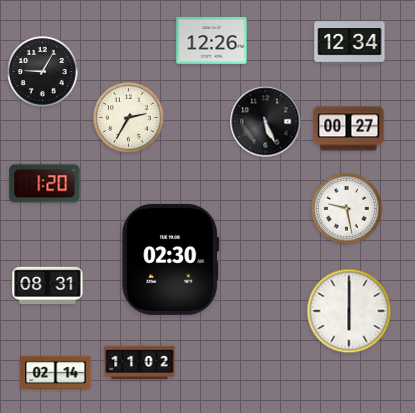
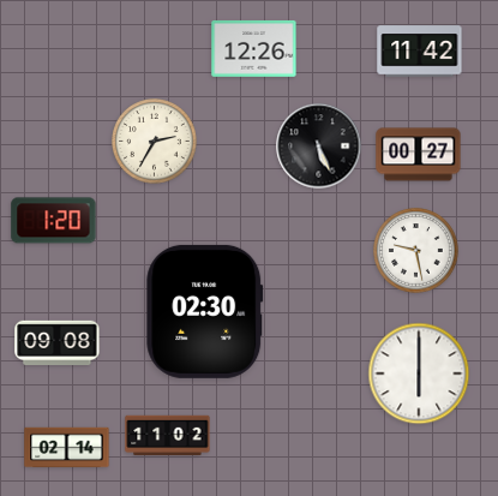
clock at (350, 43): 12:34 -> 11:42
clock at (43, 72): 9:05 -> none
clock at (48, 285): 08:31 -> 09:08
